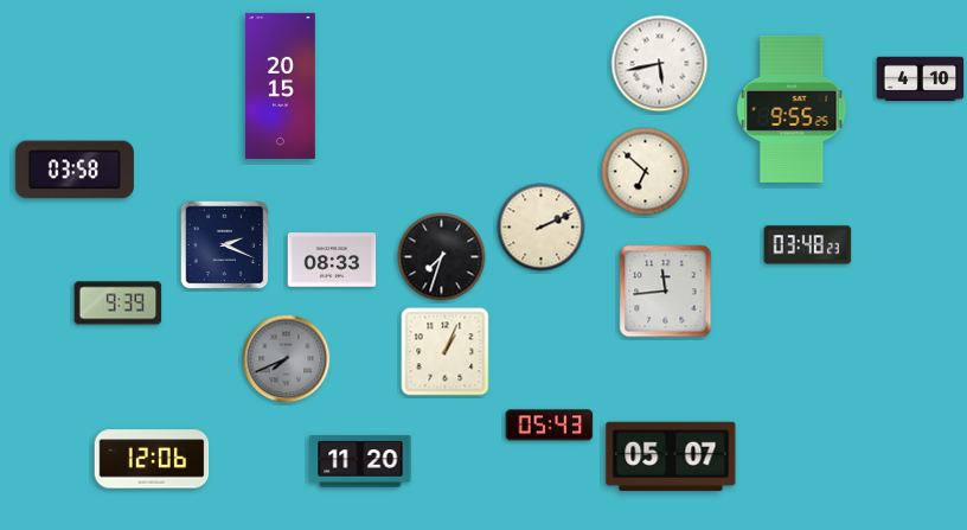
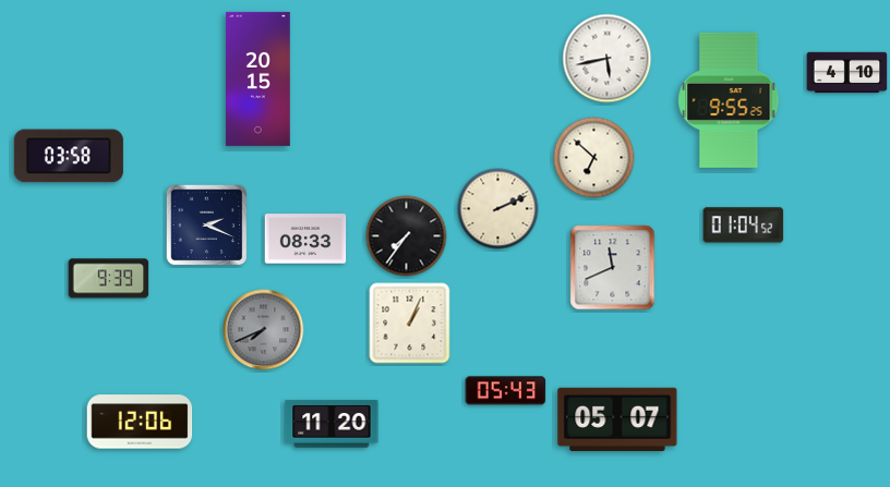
clock at (808, 245): 03:48 -> 01:04
clock at (442, 257): 7:33 -> 7:36
clock at (666, 292): 11:44 -> 11:41
